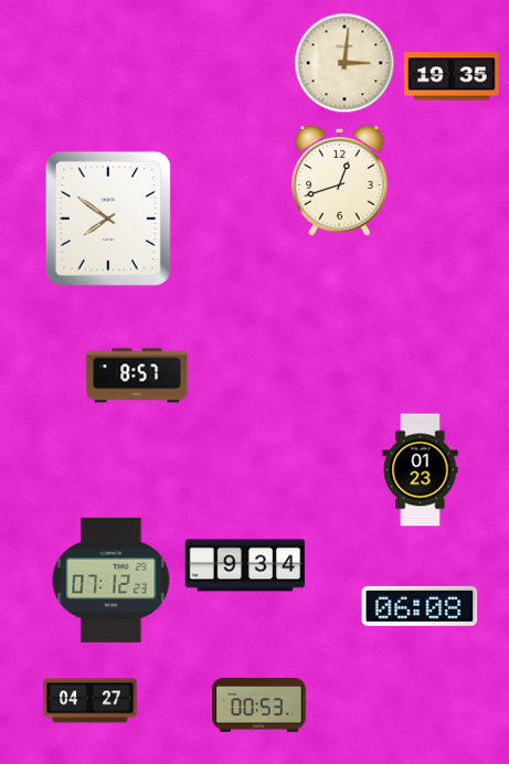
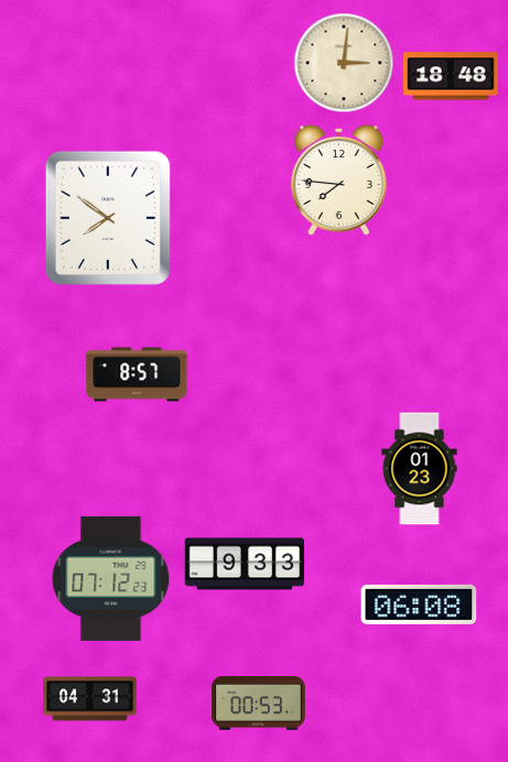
clock at (452, 76): 19:35 -> 18:48
clock at (339, 181): 12:42 -> 7:46
clock at (245, 565): 9:34 -> 9:33
clock at (91, 701): 04:27 -> 04:31
